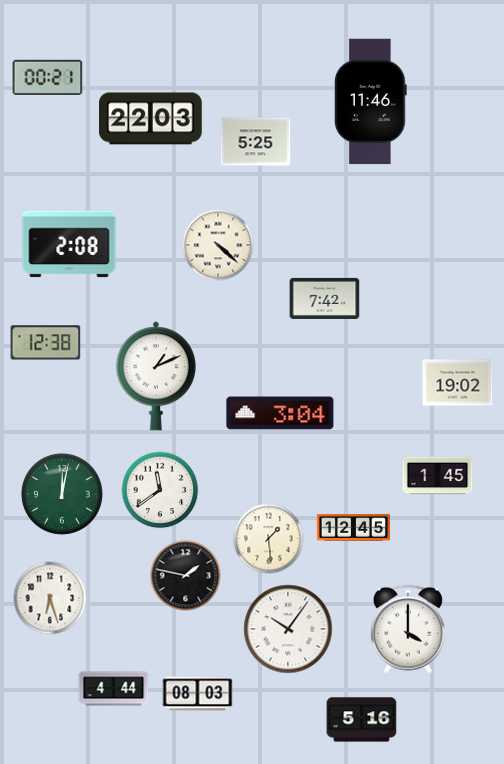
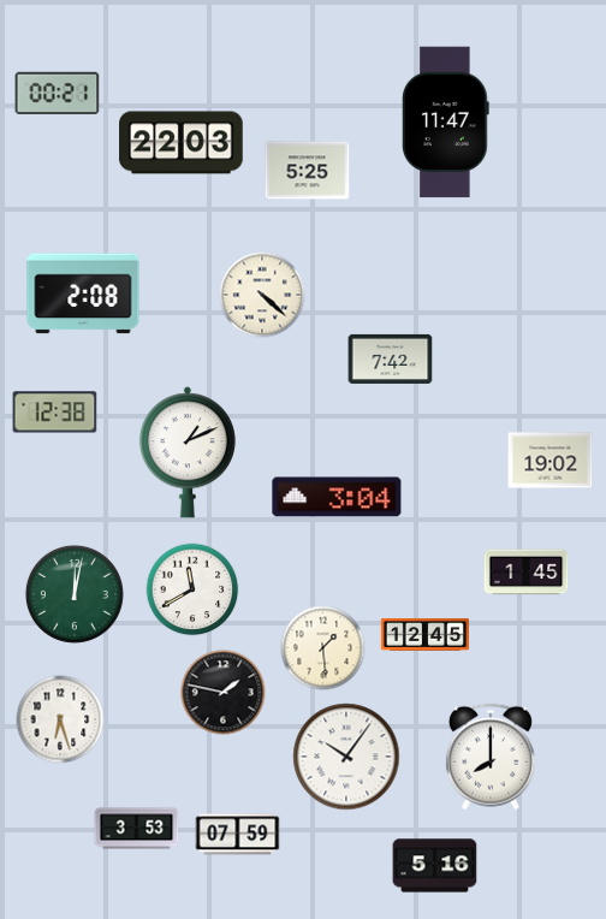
clock at (370, 102): 11:46 -> 11:47
clock at (160, 490): 11:39 -> 11:40
clock at (408, 629): 4:00 -> 8:00
clock at (114, 689): 4:44 -> 3:53
clock at (198, 694): 08:03 -> 07:59
